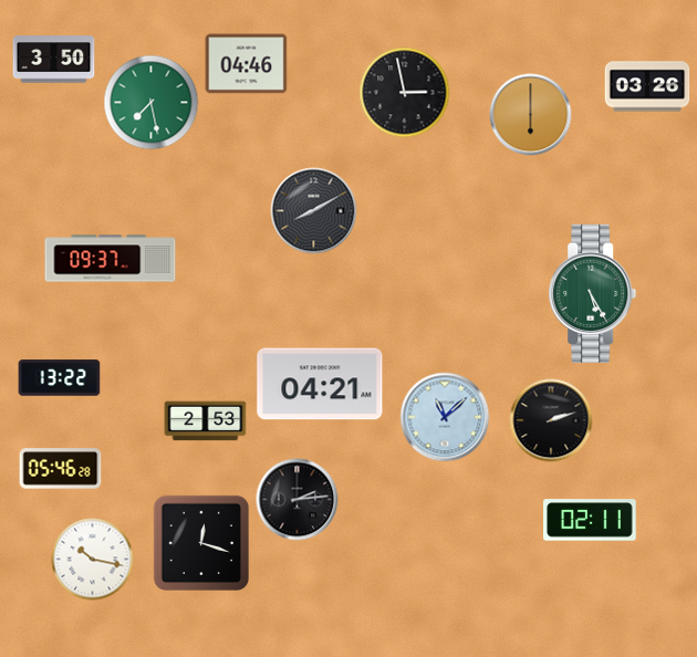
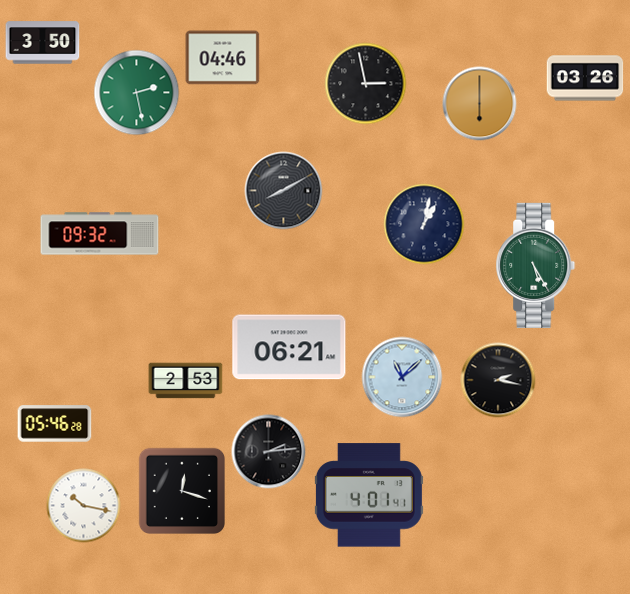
clock at (54, 60) position: (54, 60) -> (43, 43)
clock at (152, 103): 7:28 -> 2:28
clock at (424, 224): none -> 1:02
clock at (111, 259): 09:37 -> 09:32
clock at (60, 378): 13:22 -> none
clock at (320, 384): 04:21 -> 06:21
clock at (551, 420): 2:12 -> 2:17
clock at (590, 520): 02:11 -> none
clock at (369, 495): none -> 4:01
